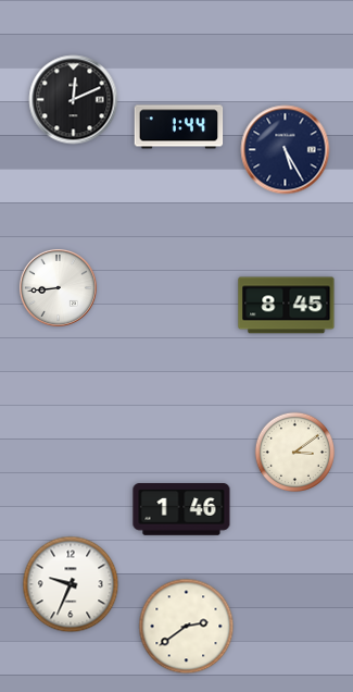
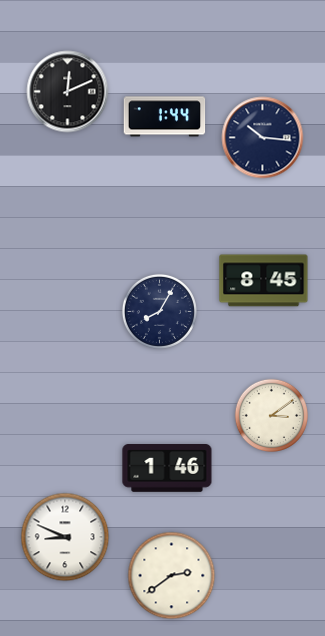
clock at (286, 150): 5:25 -> 10:16
clock at (58, 287): 8:44 -> none
clock at (159, 311): none -> 8:05
clock at (71, 584): 9:34 -> 8:49
